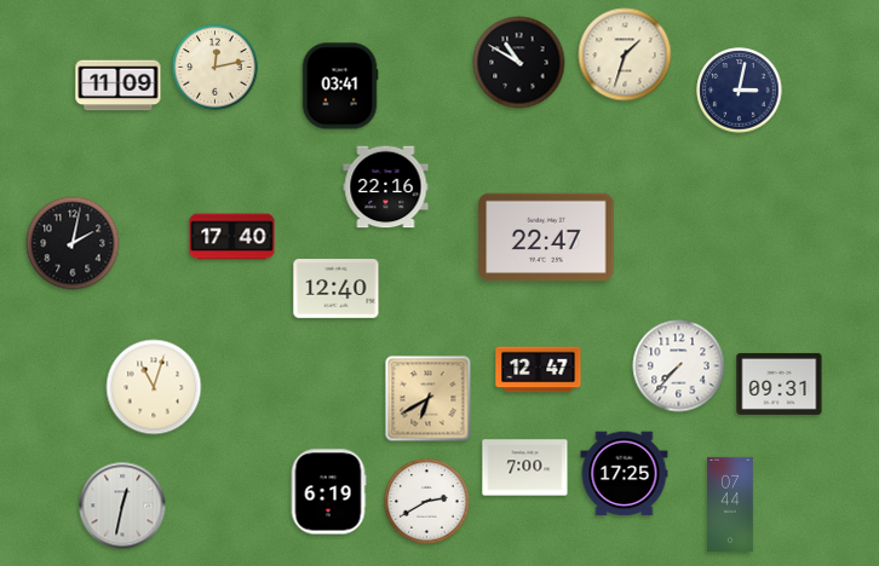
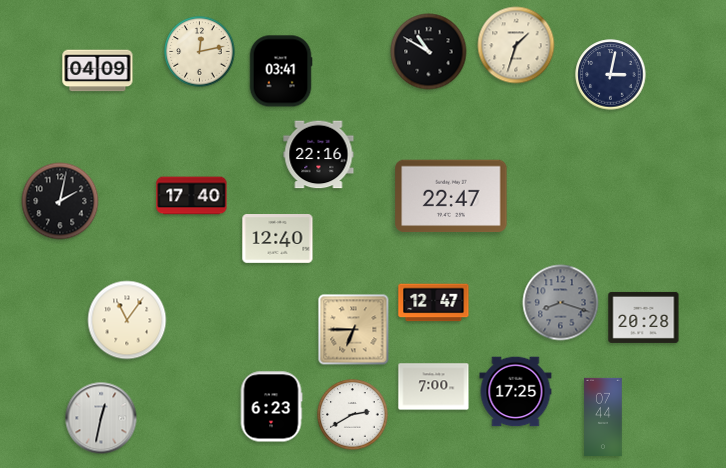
clock at (216, 68) position: (216, 68) -> (200, 52)
clock at (119, 86): 11:09 -> 04:09
clock at (679, 366): 7:37 -> 8:18
clock at (679, 366) dial: white -> grey
clock at (539, 370) position: (539, 370) -> (434, 303)
clock at (780, 383): 09:31 -> 20:28
clock at (154, 387): 11:03 -> 11:06
clock at (429, 399): 6:40 -> 6:45
clock at (328, 492): 6:19 -> 6:23
